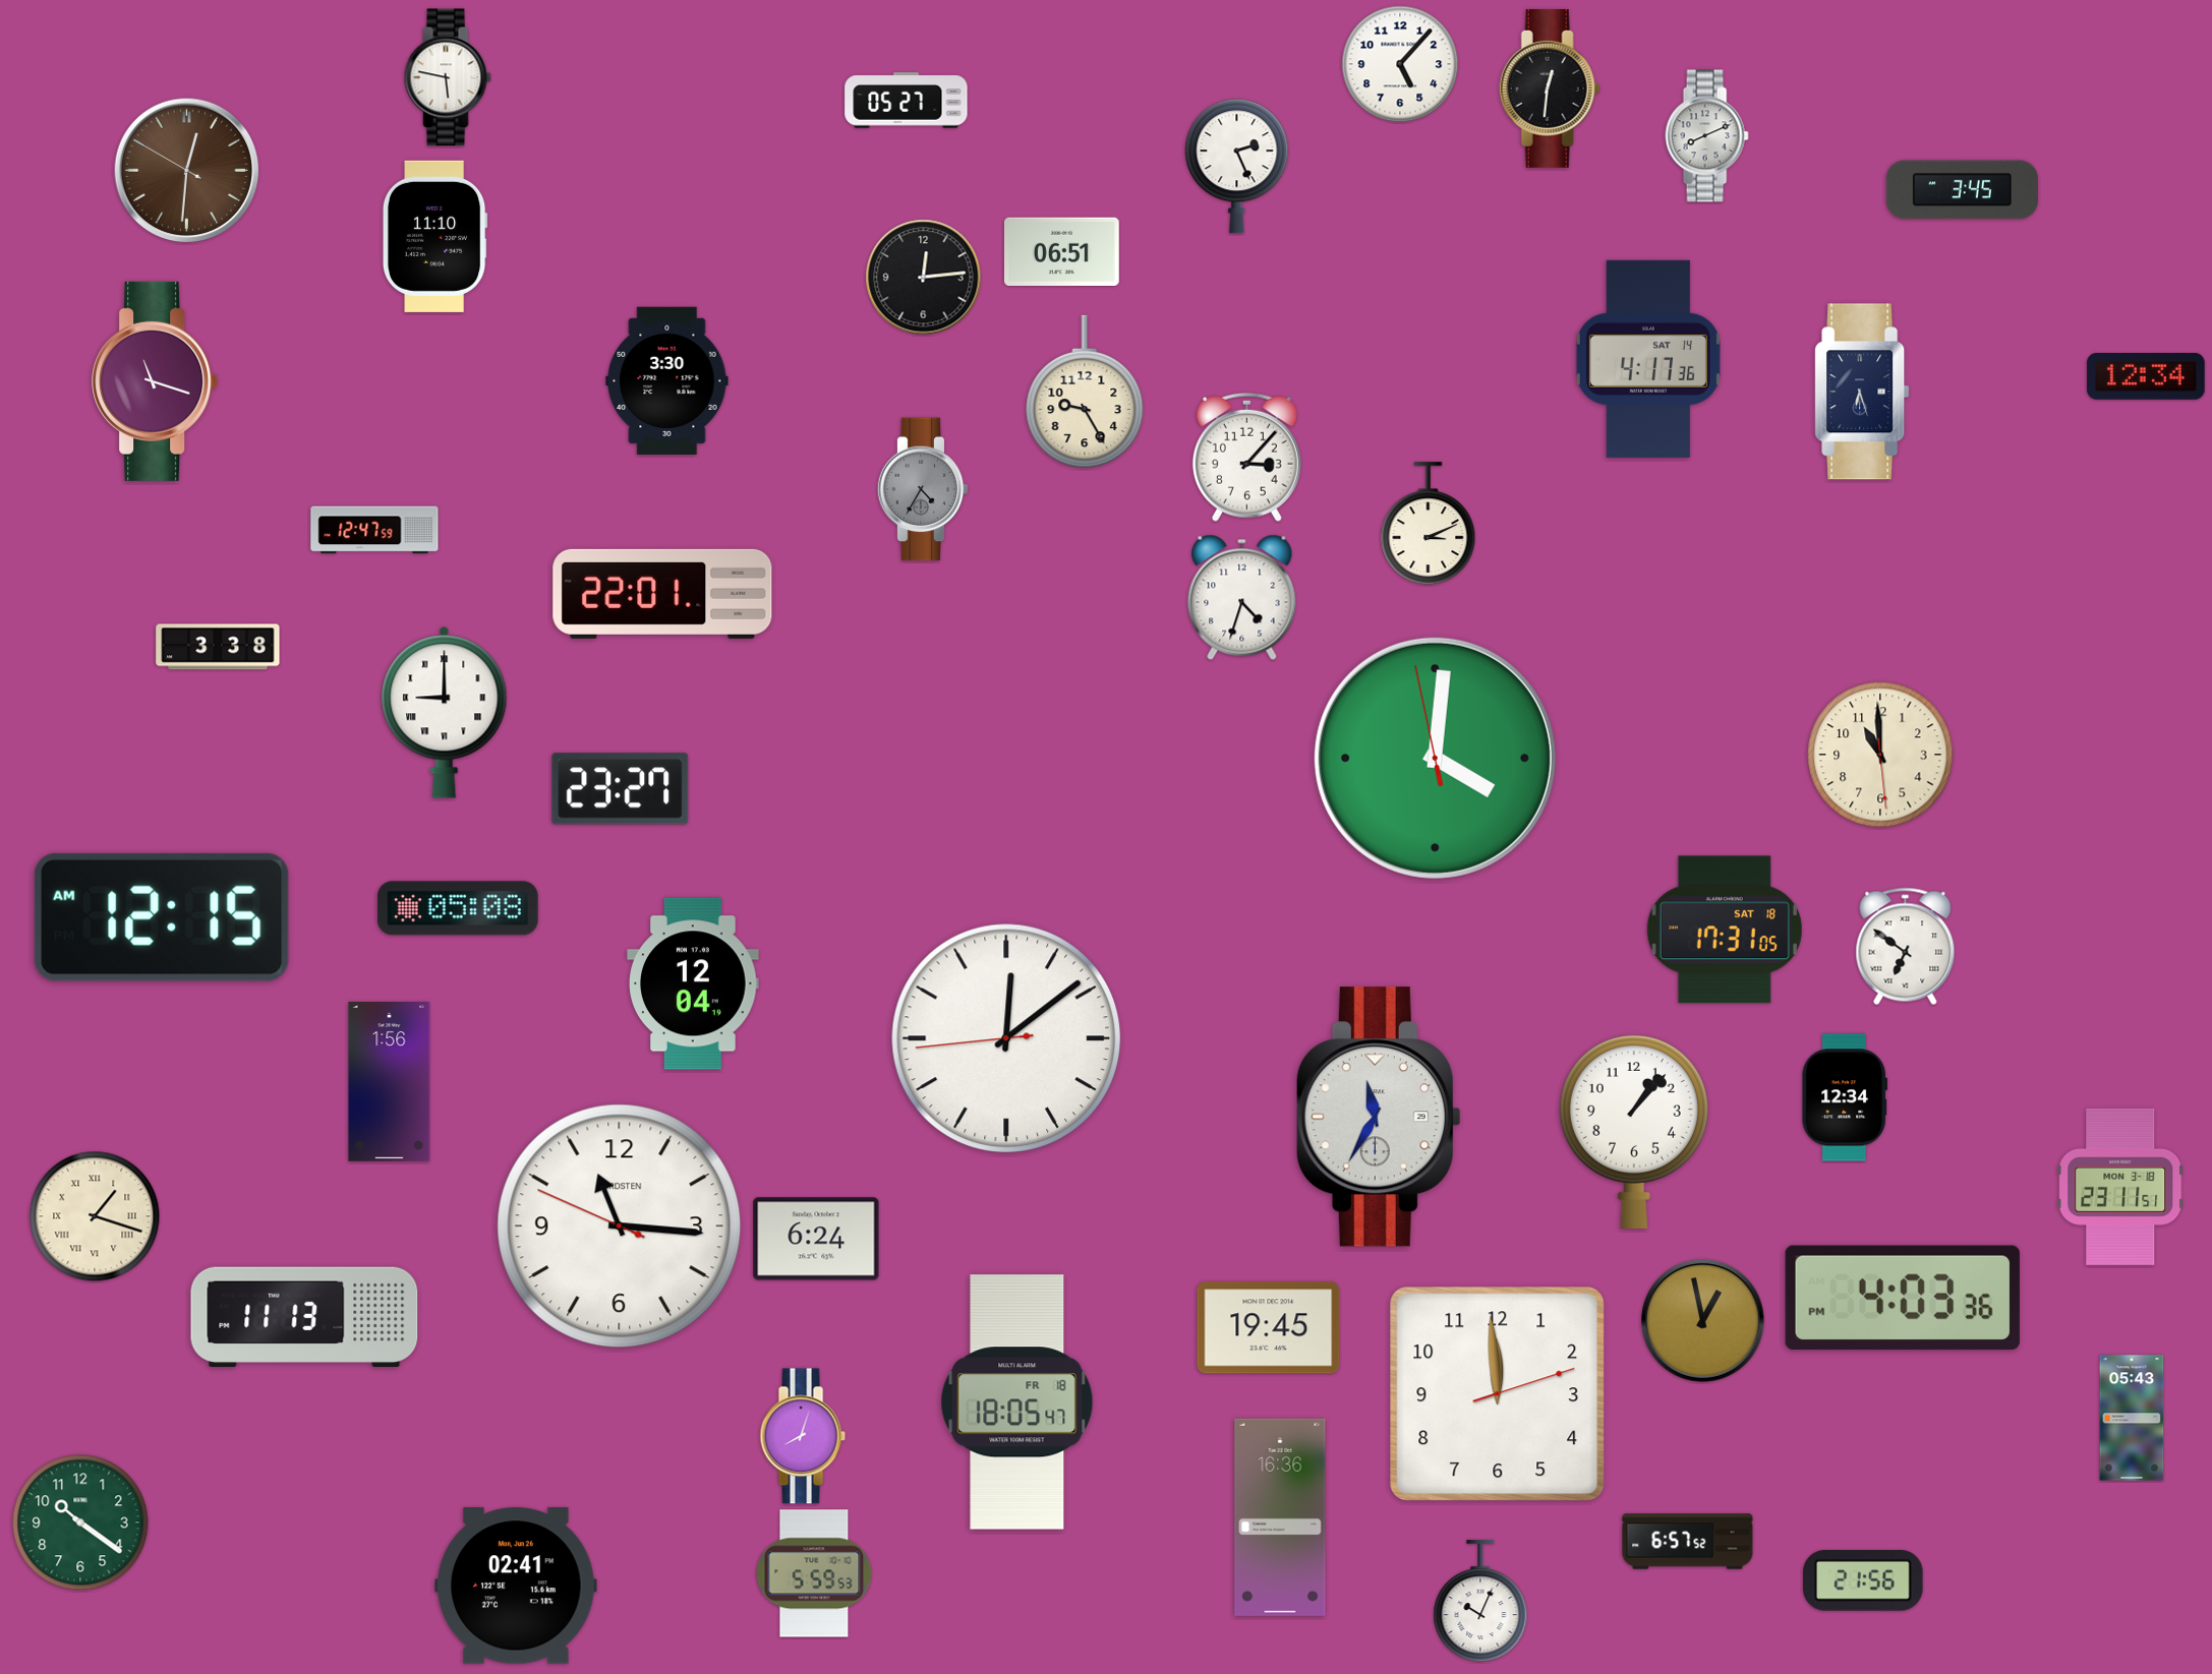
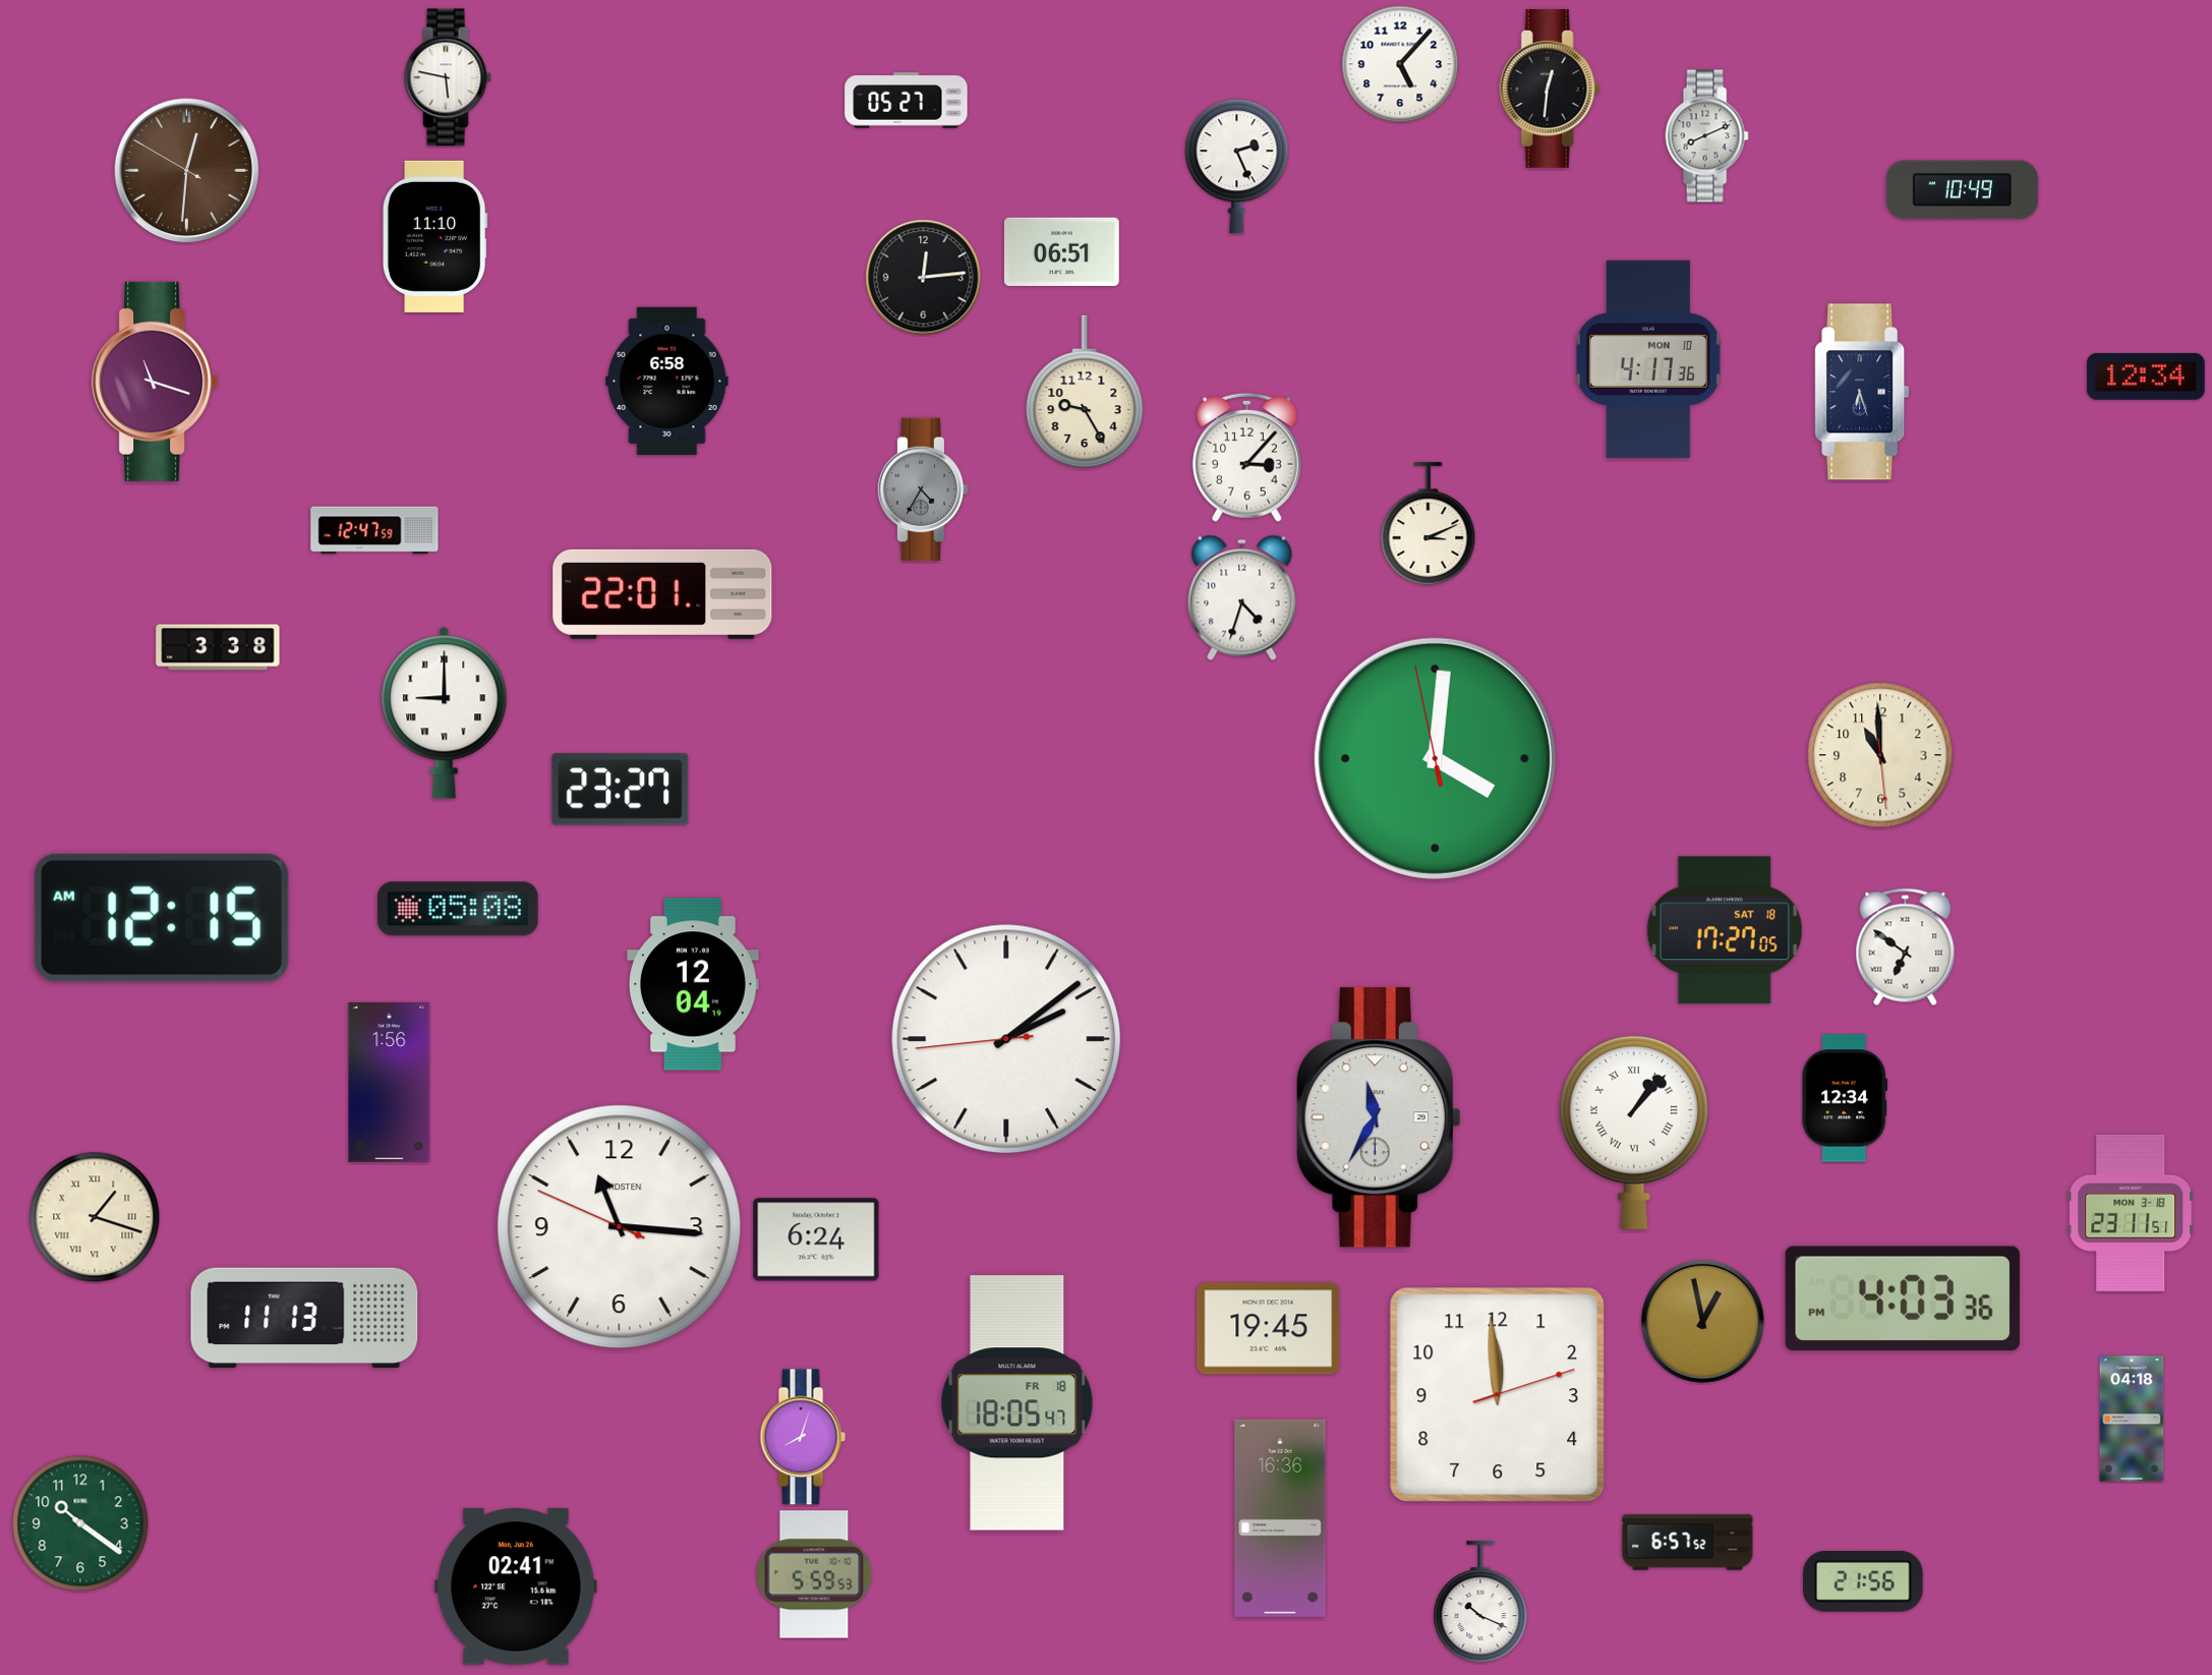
clock at (1962, 190): 3:45 -> 10:49
clock at (1648, 359) date: SAT 14 -> MON 10
clock at (667, 380): 3:30 -> 6:58
clock at (1725, 930): 17:31 -> 17:27
clock at (1006, 1038): 12:08 -> 2:08
clock at (1634, 1131) numerals: Arabic -> Roman
clock at (2120, 1187) position: (2120, 1187) -> (2131, 1213)
clock at (2132, 1418): 05:43 -> 04:18
clock at (1480, 1602): 10:04 -> 10:19
